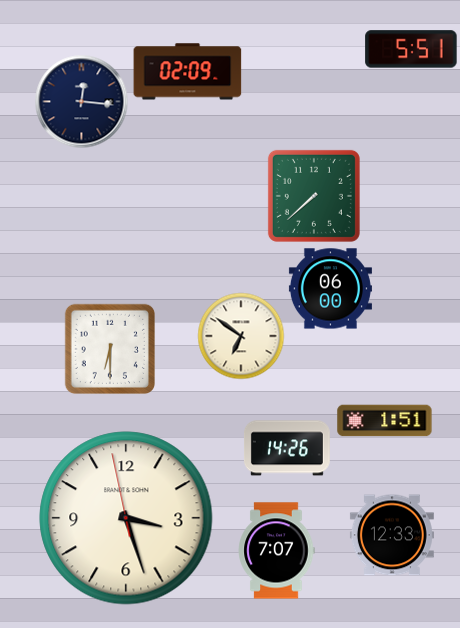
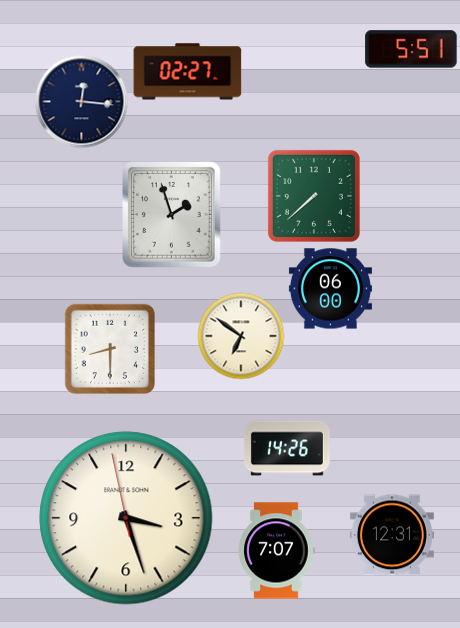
clock at (188, 72): 02:09 -> 02:27
clock at (172, 215): none -> 1:57
clock at (109, 348): 6:30 -> 8:30
clock at (385, 421): 1:51 -> none
clock at (392, 535): 12:33 -> 12:31
